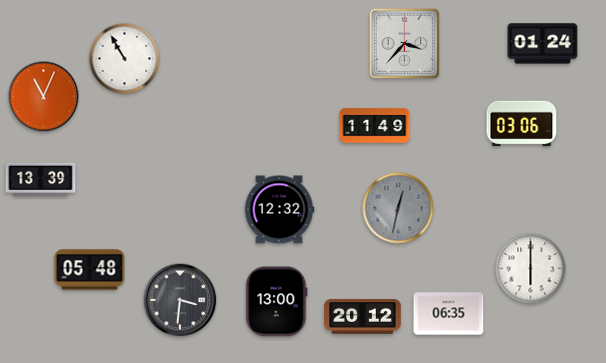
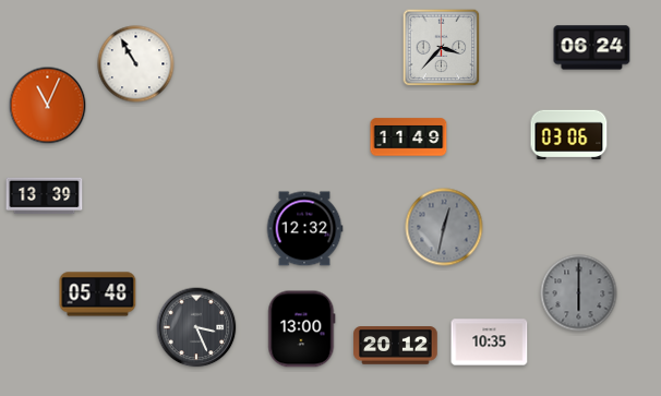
clock at (543, 44): 01:24 -> 06:24
clock at (398, 208) position: (398, 208) -> (444, 227)
clock at (531, 269) dial: white -> grey
clock at (180, 300): 3:31 -> 3:26
clock at (449, 314): 06:35 -> 10:35
